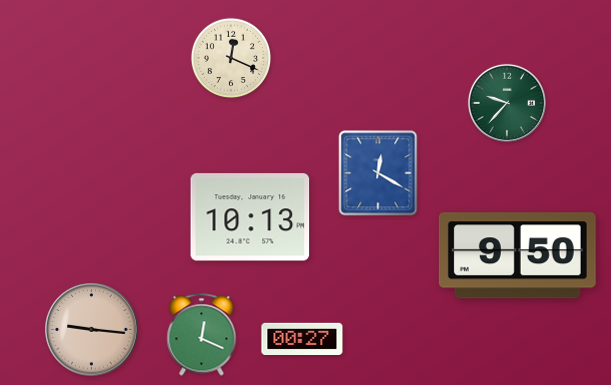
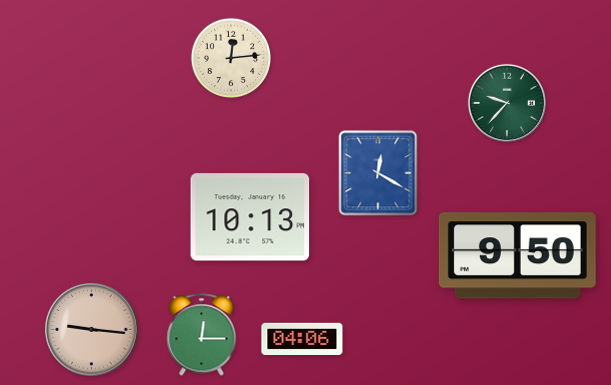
clock at (231, 58): 12:19 -> 12:14
clock at (202, 335): 12:19 -> 12:15
clock at (302, 339): 00:27 -> 04:06
